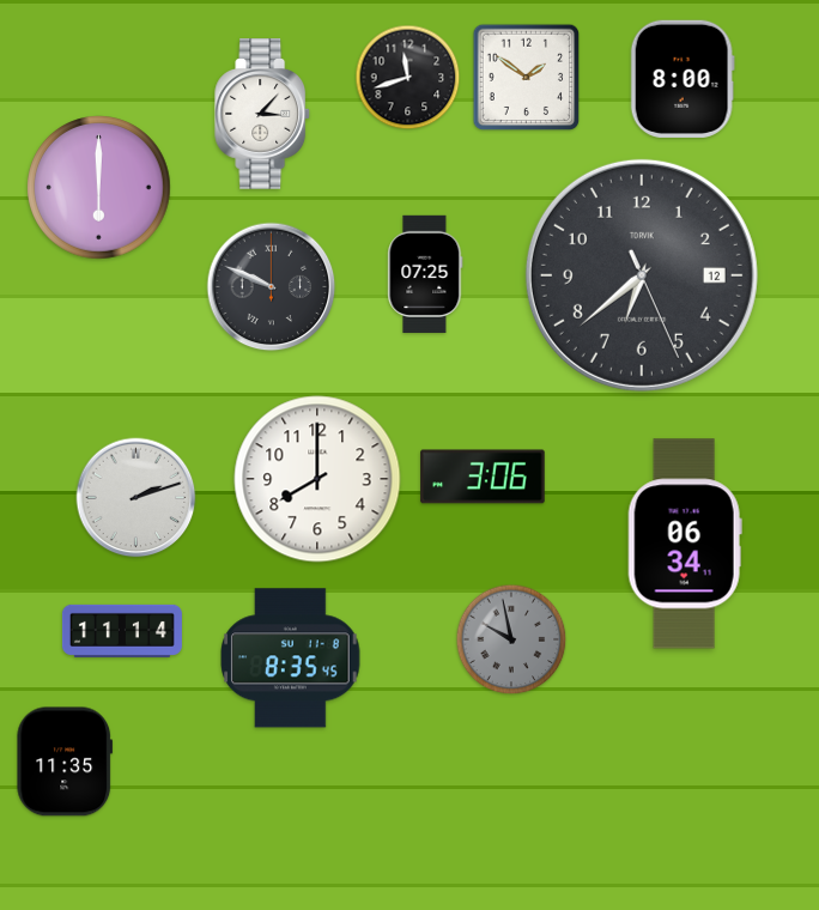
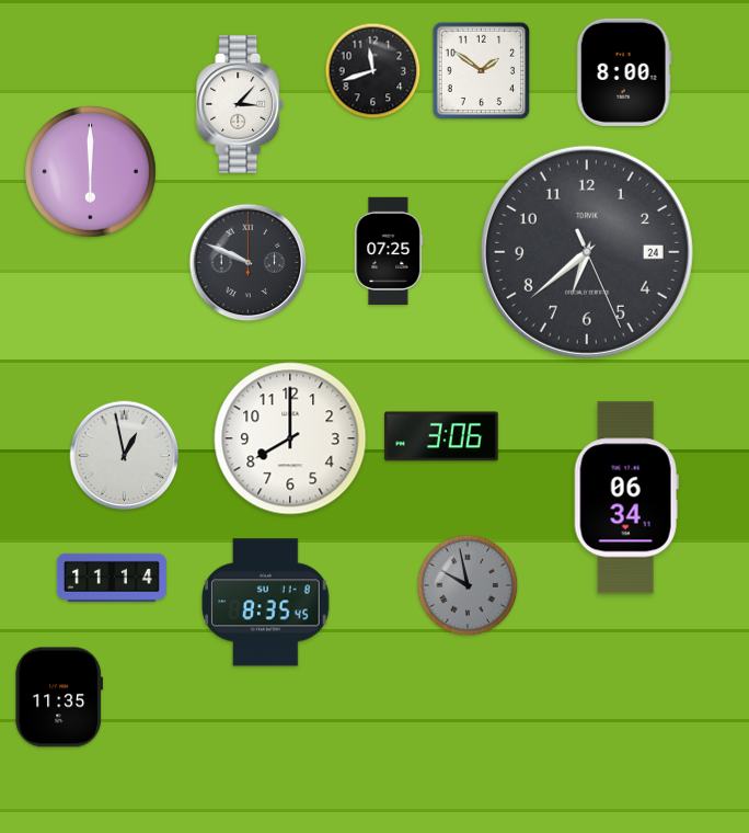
clock at (642, 275) date: 12 -> 24
clock at (136, 498): 2:12 -> 12:58
